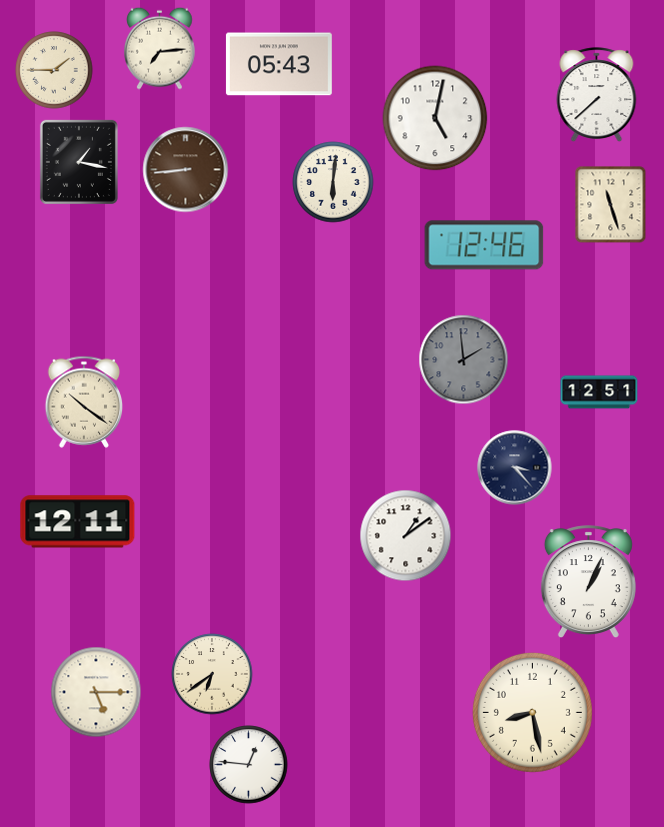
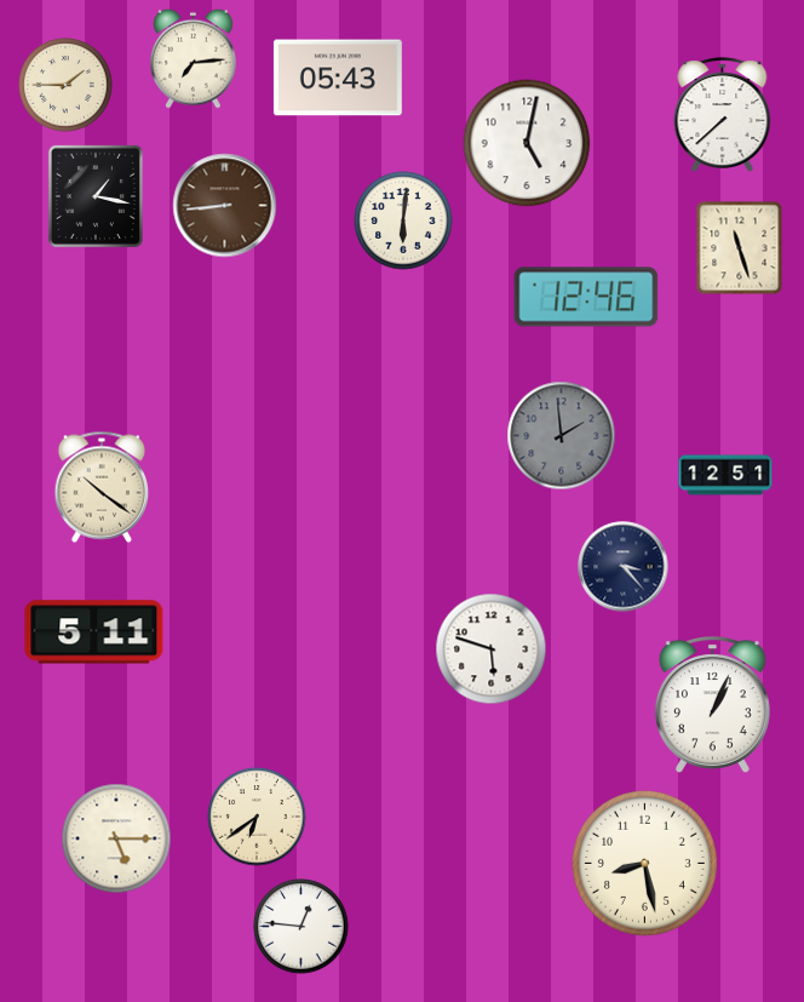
clock at (78, 522): 12:11 -> 5:11
clock at (406, 536): 1:09 -> 5:48
